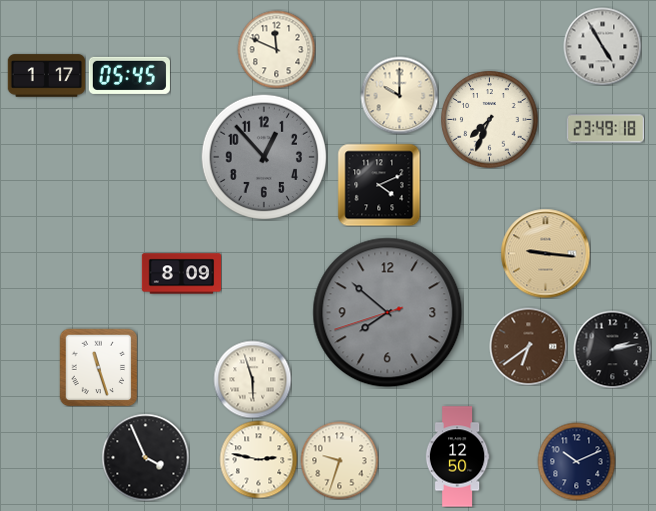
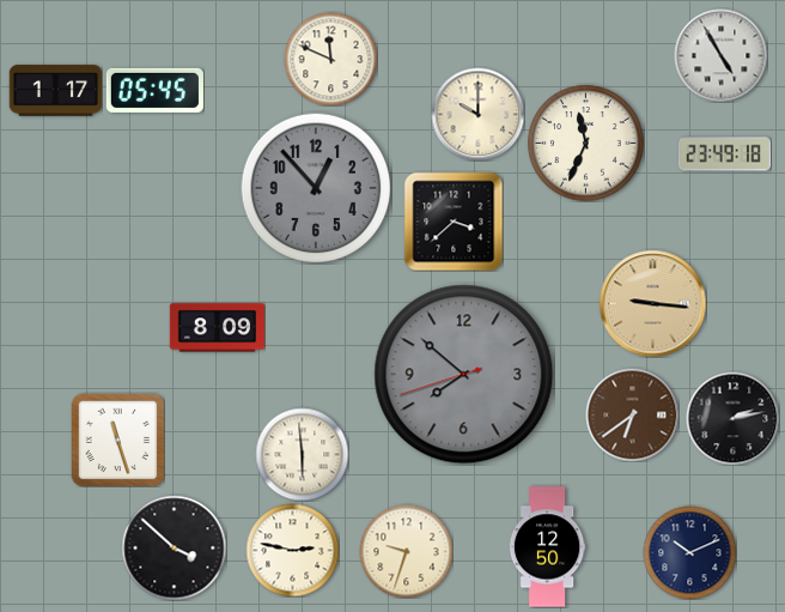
clock at (490, 120): 7:34 -> 11:34
clock at (379, 185): 4:11 -> 3:38
clock at (252, 379): 5:57 -> 5:59
clock at (145, 457): 3:56 -> 3:52
clock at (258, 459) position: (258, 459) -> (292, 550)
